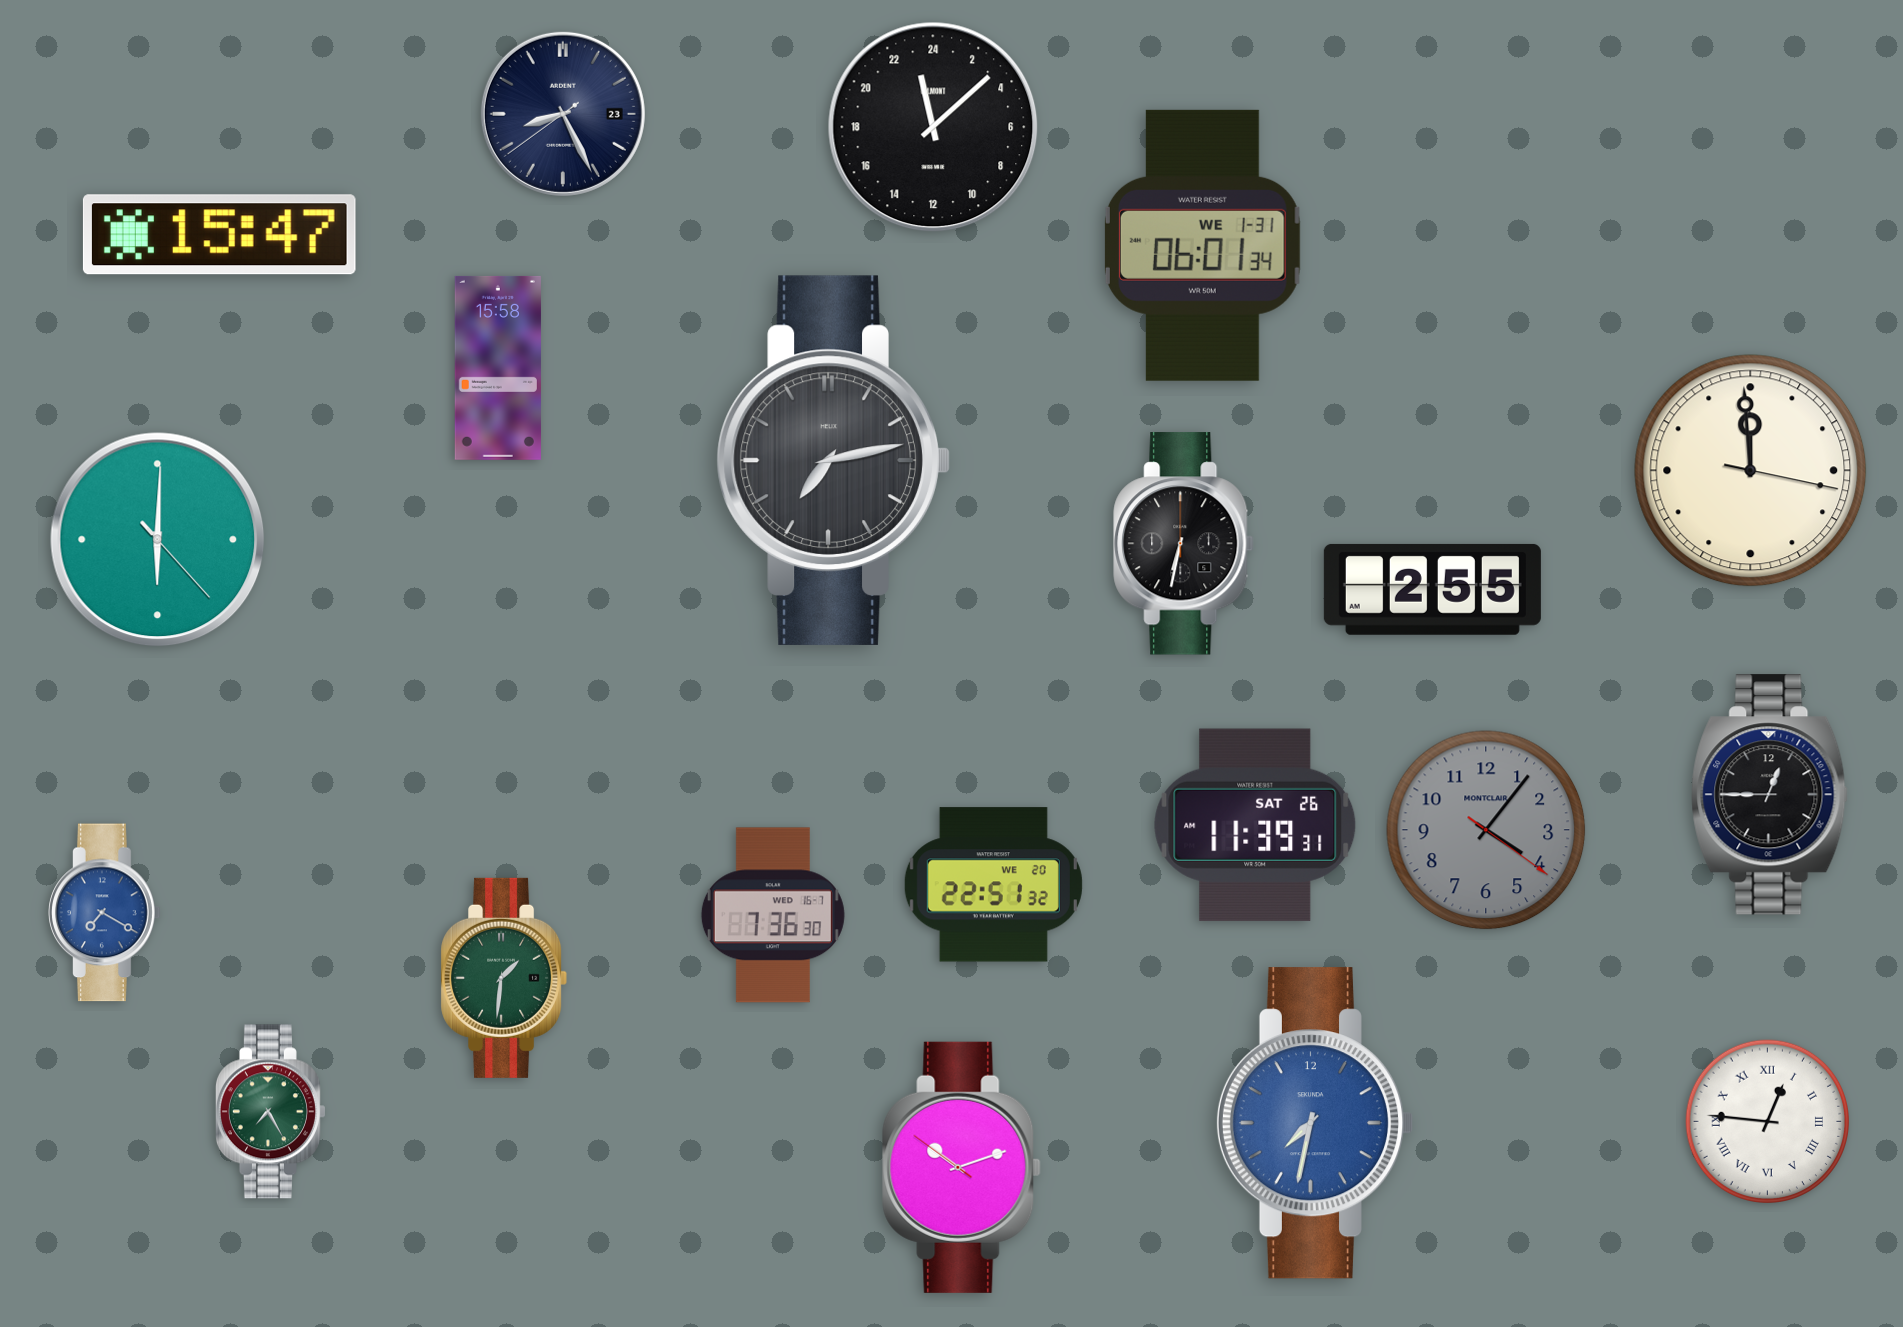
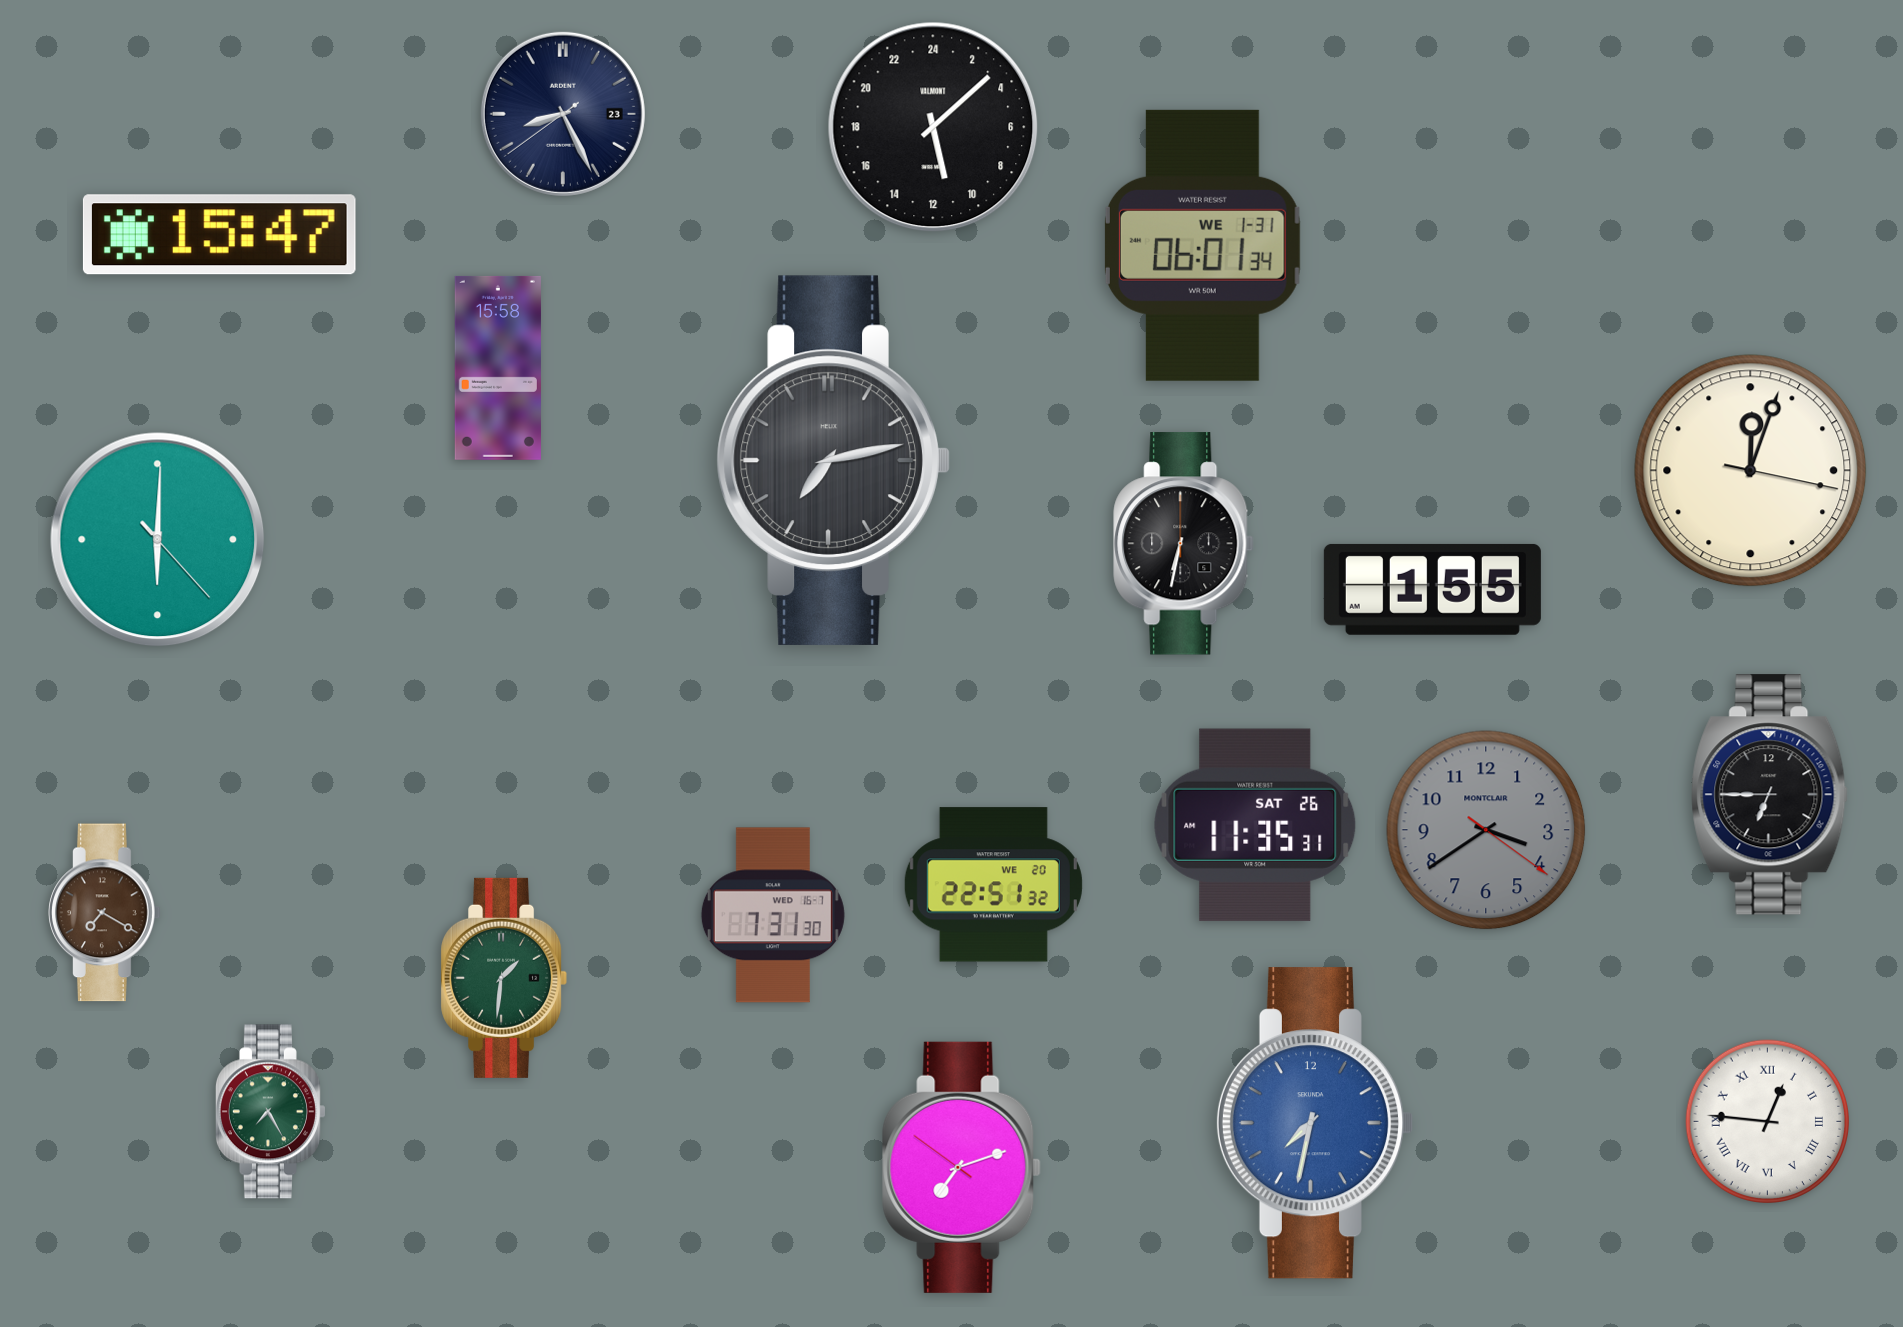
clock at (933, 127): 23:08 -> 11:08
clock at (1751, 471): 11:59 -> 12:03
clock at (1432, 589): 2:55 -> 1:55
clock at (1770, 795): 12:45 -> 6:45
clock at (1255, 825): 11:39 -> 11:35
clock at (1486, 830): 4:06 -> 3:39
clock at (105, 913) dial: blue -> brown
clock at (773, 915): 7:36 -> 7:31
clock at (962, 1167): 10:11 -> 7:11
